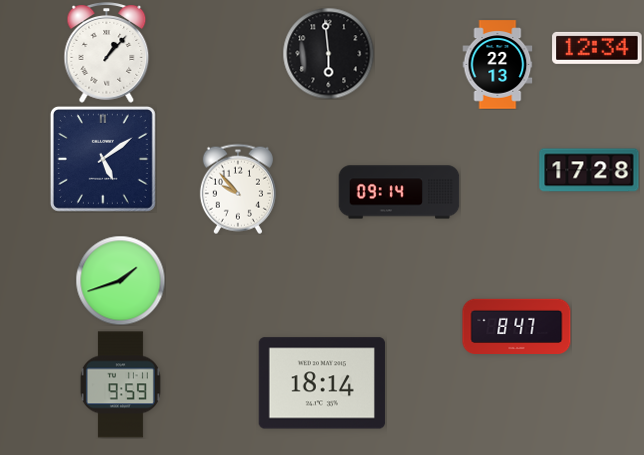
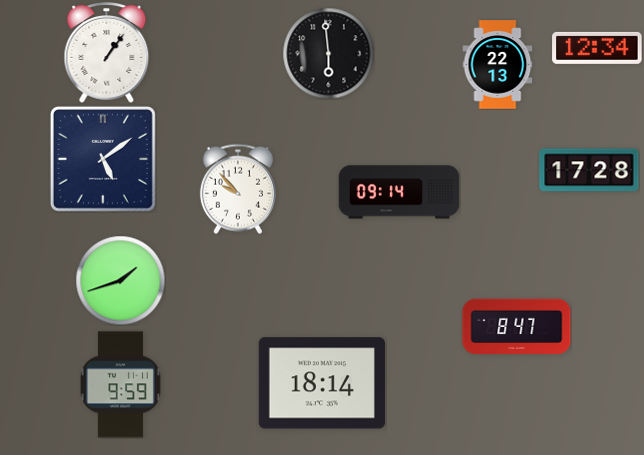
clock at (107, 53): 1:07 -> 1:06
